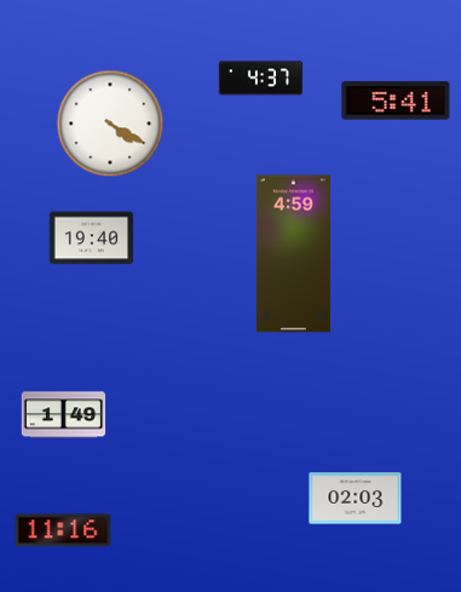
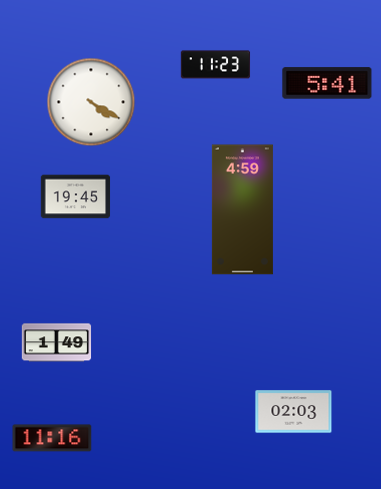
clock at (261, 79): 4:37 -> 11:23
clock at (92, 238): 19:40 -> 19:45
clock at (64, 415) position: (64, 415) -> (57, 343)
